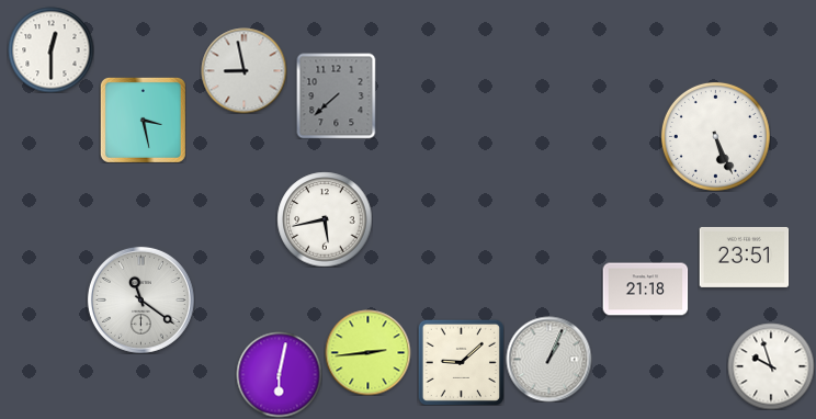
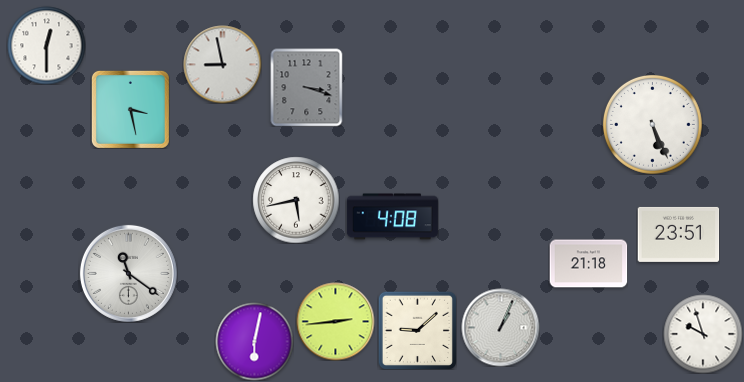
clock at (337, 95): 7:38 -> 3:18
clock at (392, 217): none -> 4:08
clock at (461, 362) position: (461, 362) -> (417, 330)
